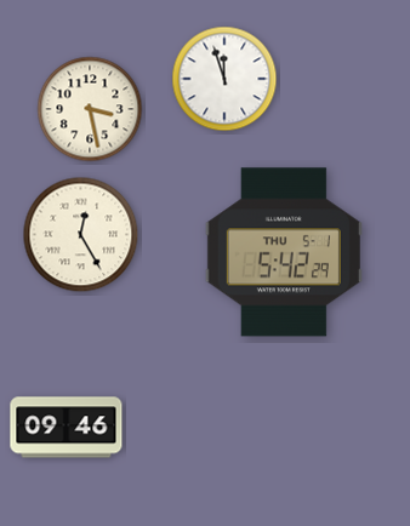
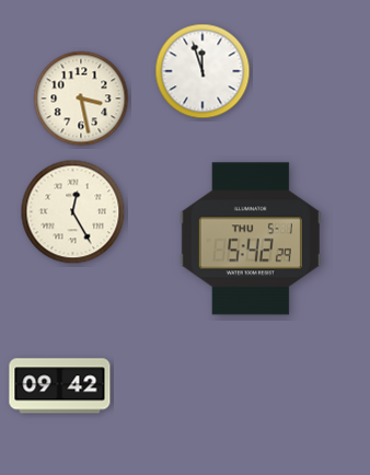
clock at (284, 252) position: (284, 252) -> (251, 239)
clock at (67, 428): 09:46 -> 09:42
